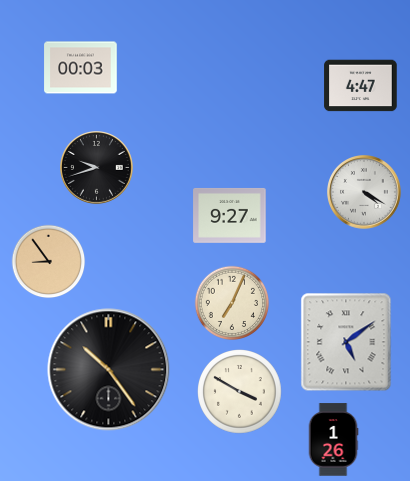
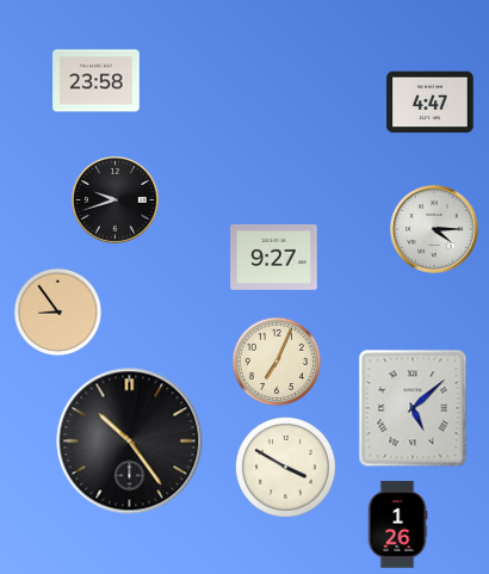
clock at (81, 68): 00:03 -> 23:58
clock at (365, 193): 4:20 -> 4:15
clock at (346, 342): 5:09 -> 5:08
